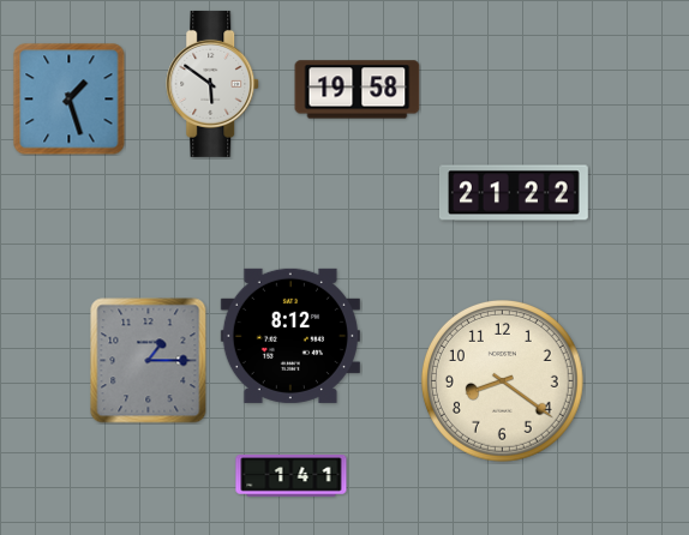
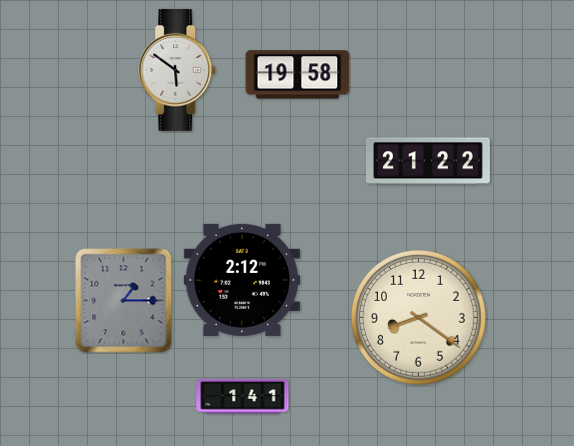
clock at (70, 100): 1:27 -> none
clock at (290, 336): 8:12 -> 2:12
